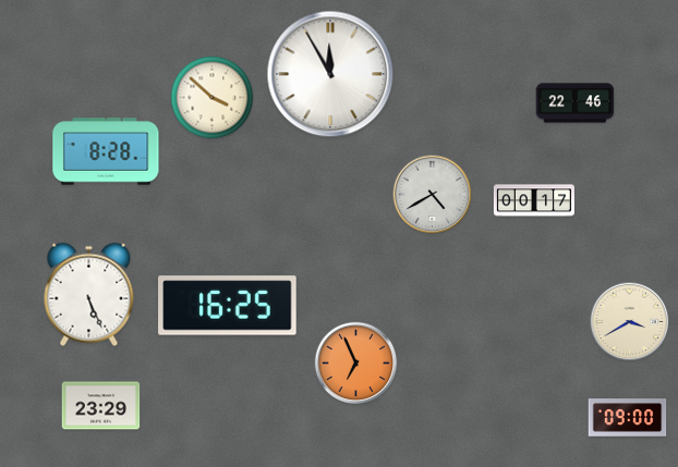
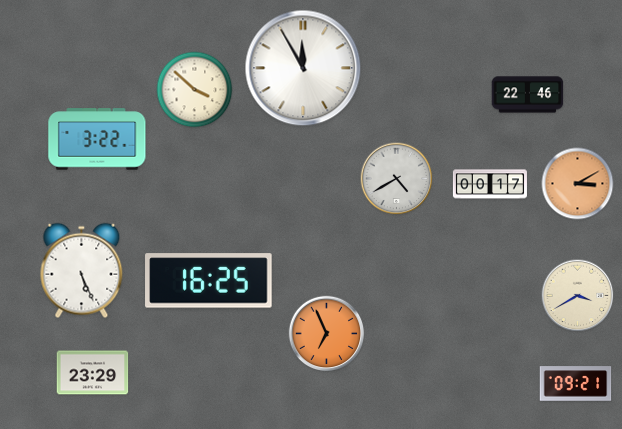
clock at (106, 151): 8:28 -> 3:22
clock at (578, 184): none -> 3:10
clock at (628, 418): 09:00 -> 09:21
